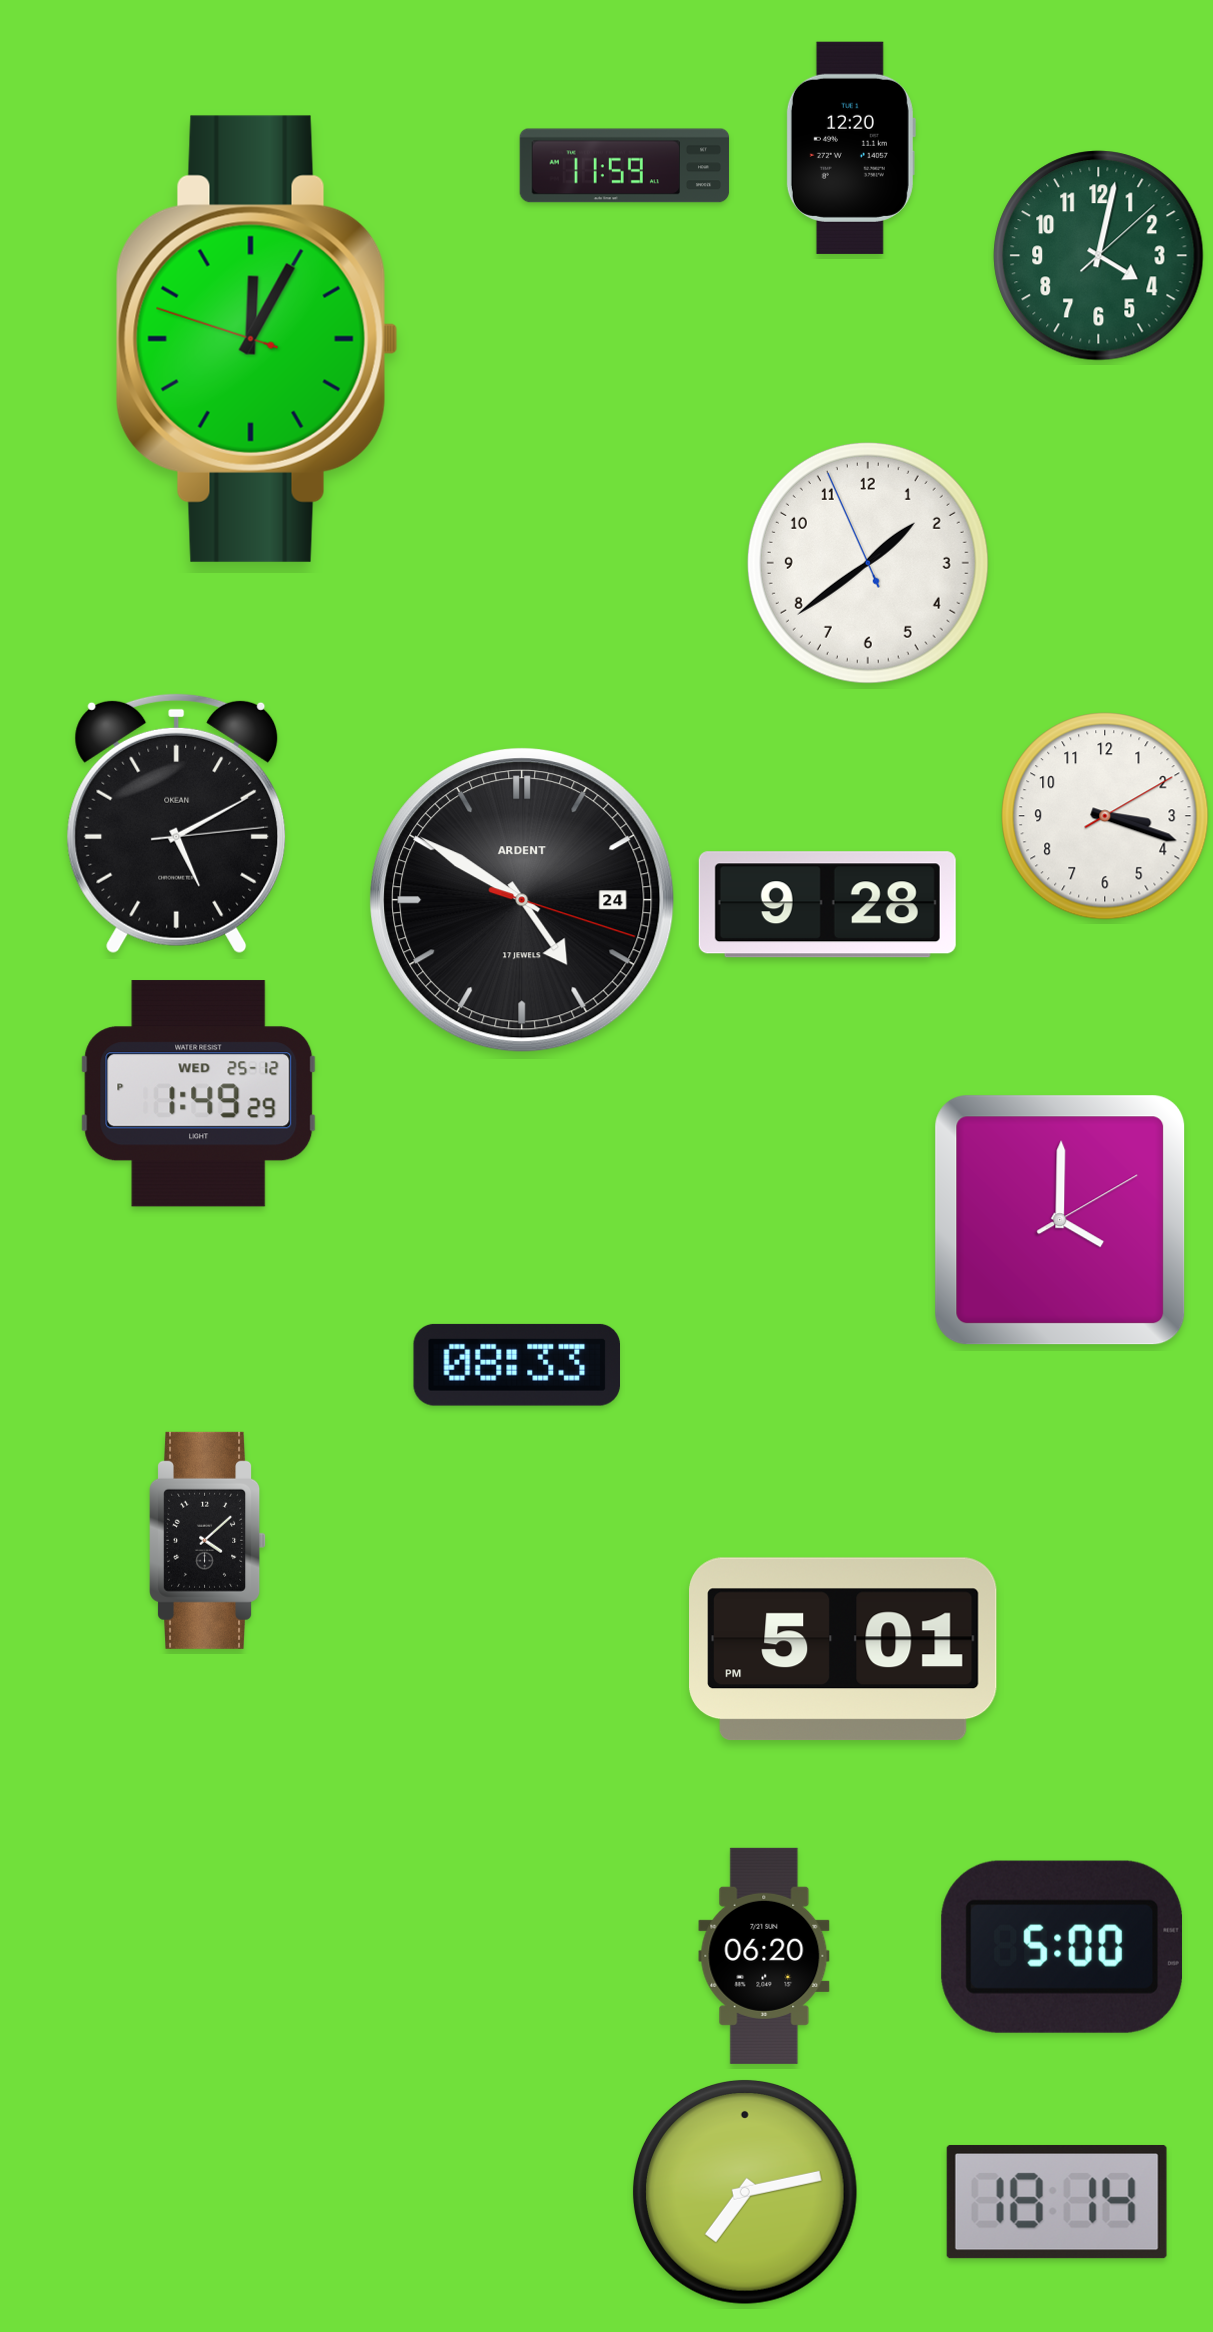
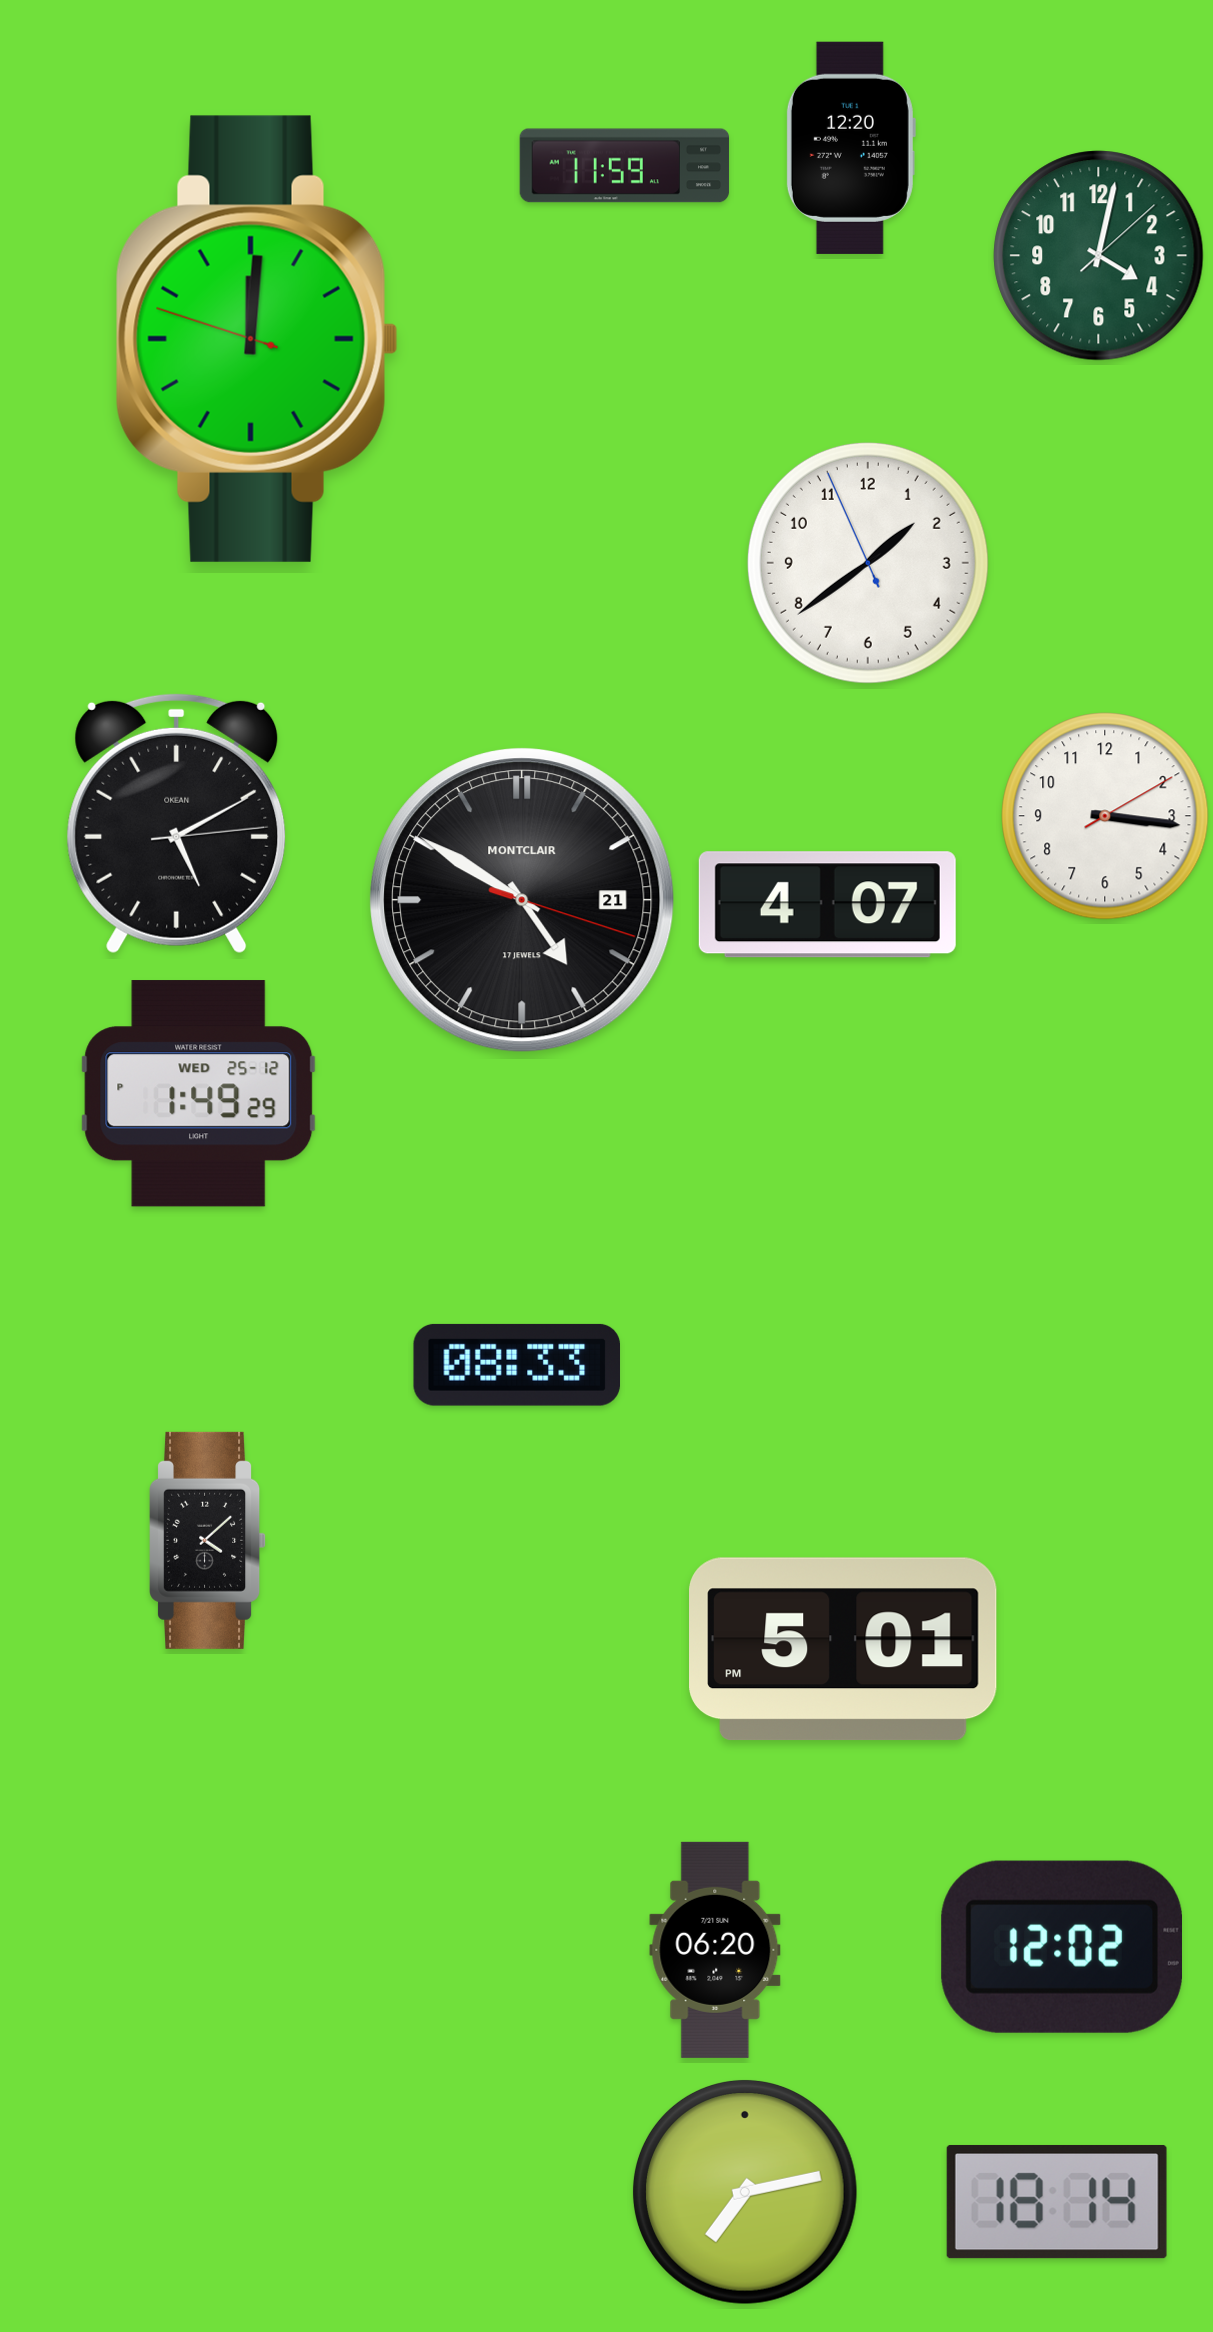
clock at (257, 339): 12:04 -> 12:00
clock at (1105, 816): 3:18 -> 3:16
clock at (522, 900) date: 24 -> 21
clock at (522, 900) brand: ARDENT -> MONTCLAIR
clock at (827, 905): 9:28 -> 4:07
clock at (1060, 1220): 4:00 -> none
clock at (1062, 1947): 5:00 -> 12:02
clock at (764, 1956) position: (764, 1956) -> (715, 1950)
